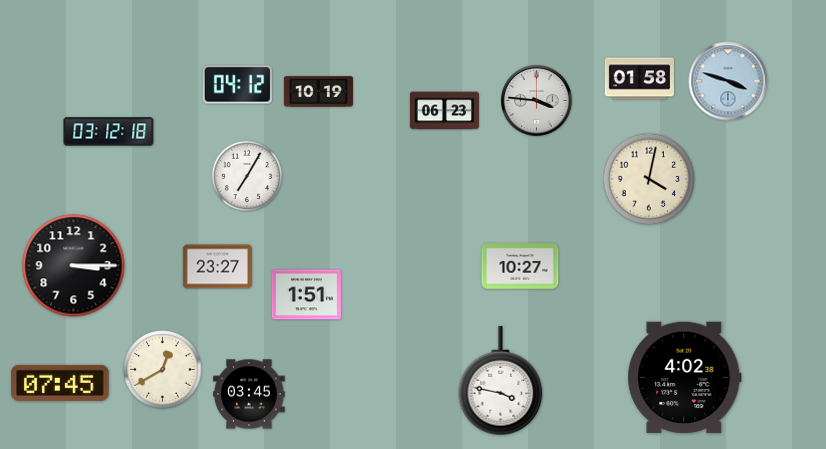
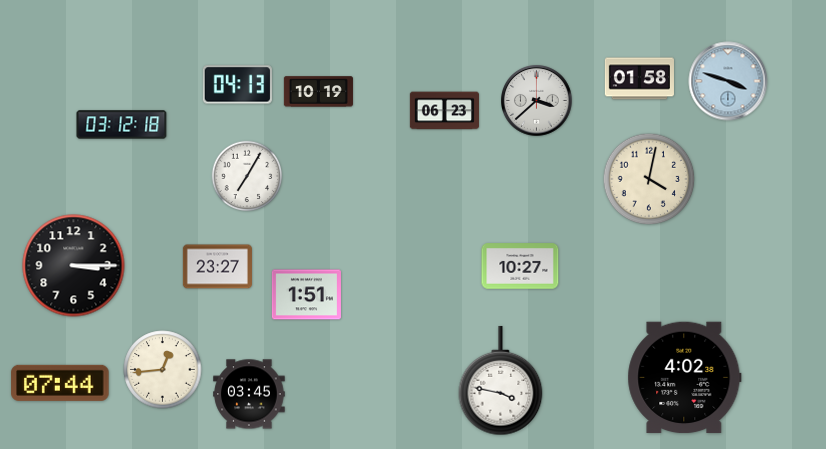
clock at (237, 85): 04:12 -> 04:13
clock at (537, 101): 3:46 -> 3:38
clock at (109, 132) position: (109, 132) -> (122, 125)
clock at (163, 370): 12:40 -> 12:44
clock at (60, 383): 07:45 -> 07:44
